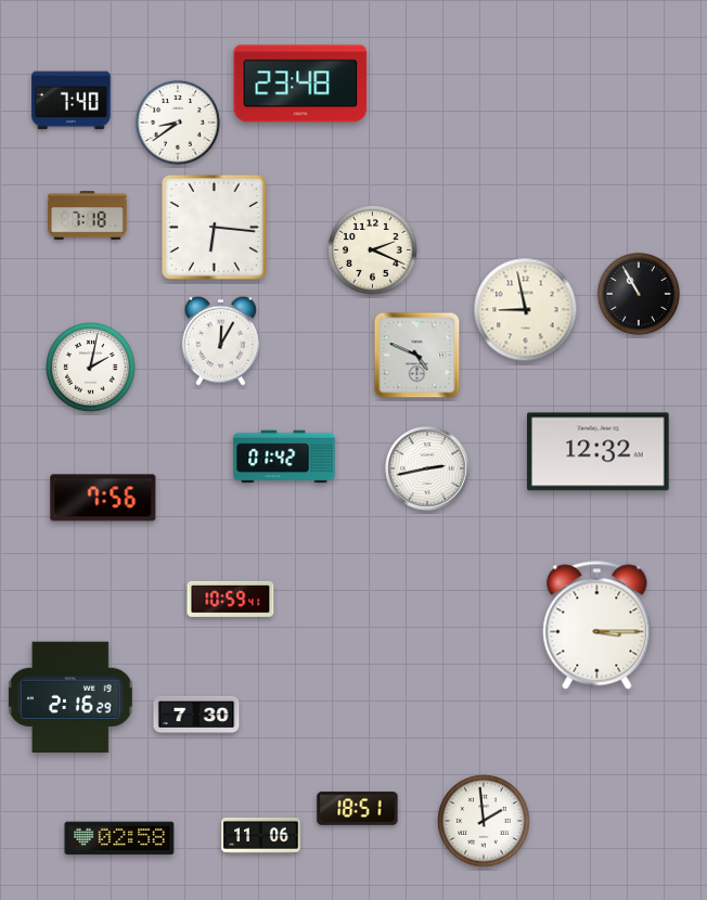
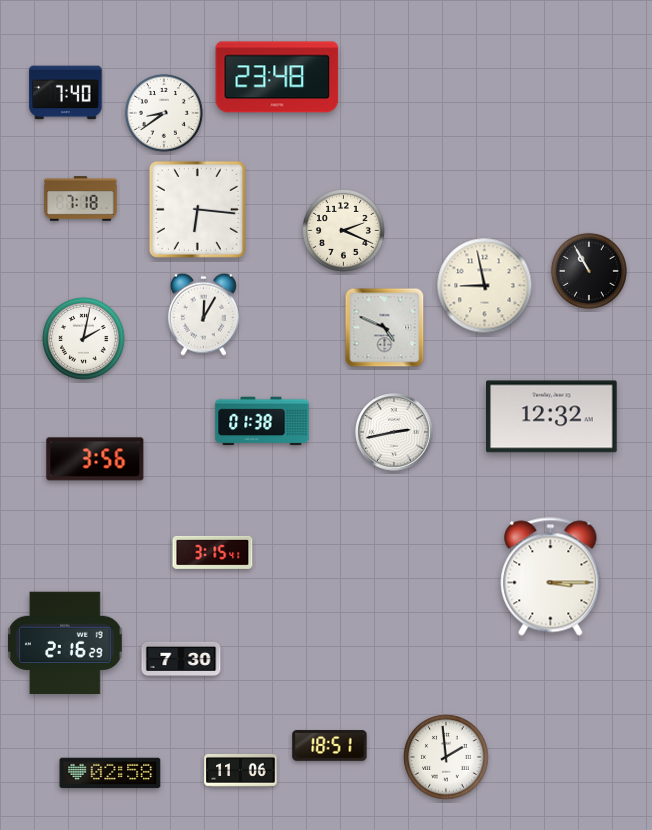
clock at (284, 457): 01:42 -> 01:38
clock at (103, 498): 7:56 -> 3:56
clock at (231, 599): 10:59 -> 3:15
